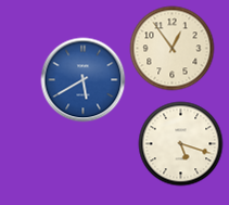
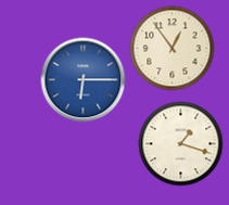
clock at (82, 79): 5:40 -> 6:15
clock at (180, 143): 5:18 -> 1:18
